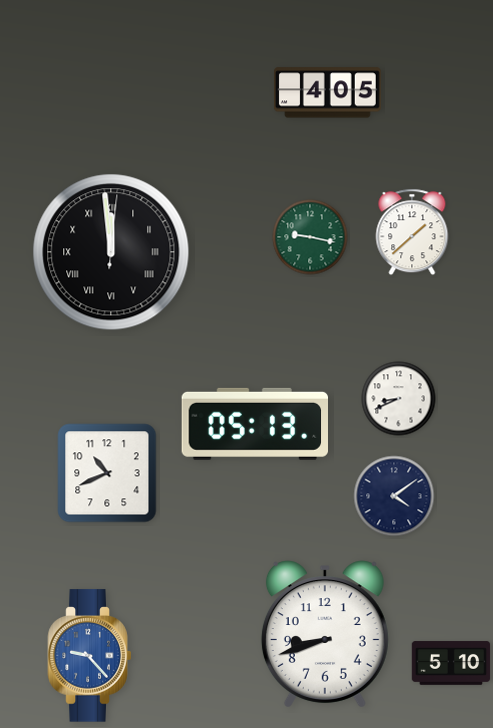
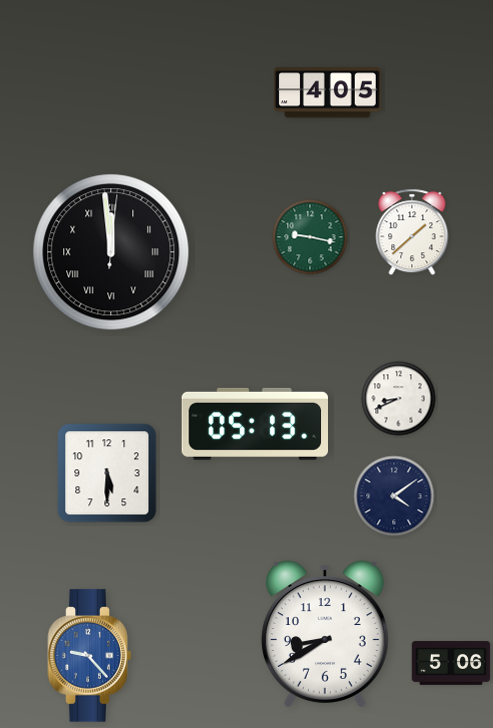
clock at (107, 473): 10:41 -> 5:30
clock at (325, 634): 8:42 -> 8:40
clock at (451, 663): 5:10 -> 5:06
